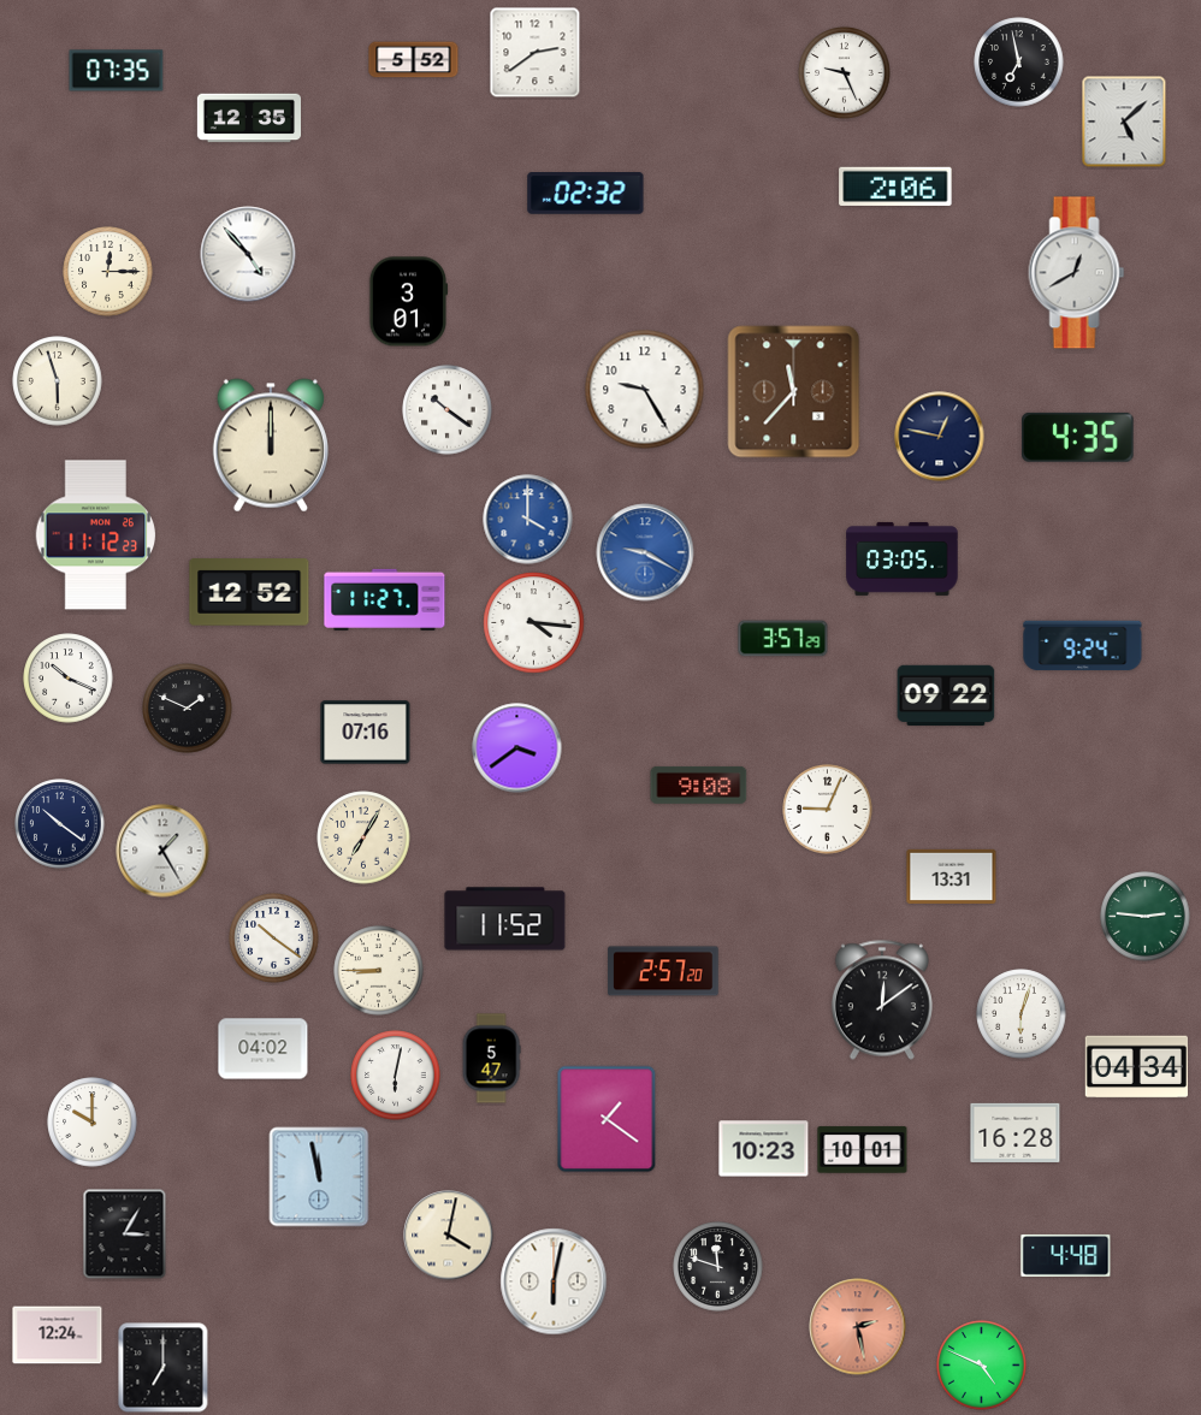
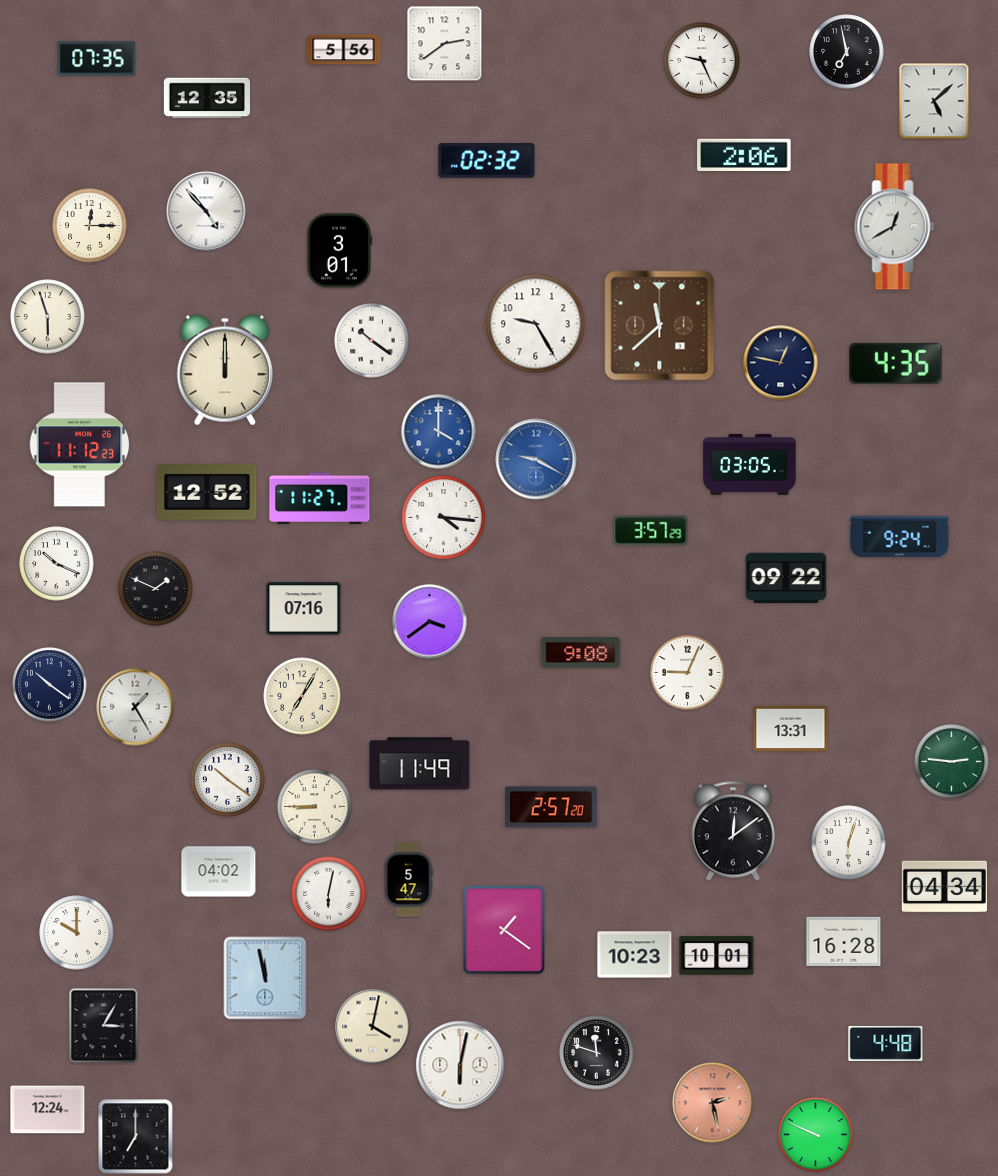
clock at (414, 60): 5:52 -> 5:56
clock at (794, 392): 11:37 -> 11:38
clock at (505, 919): 11:52 -> 11:49
clock at (982, 1366): 4:49 -> 9:49
